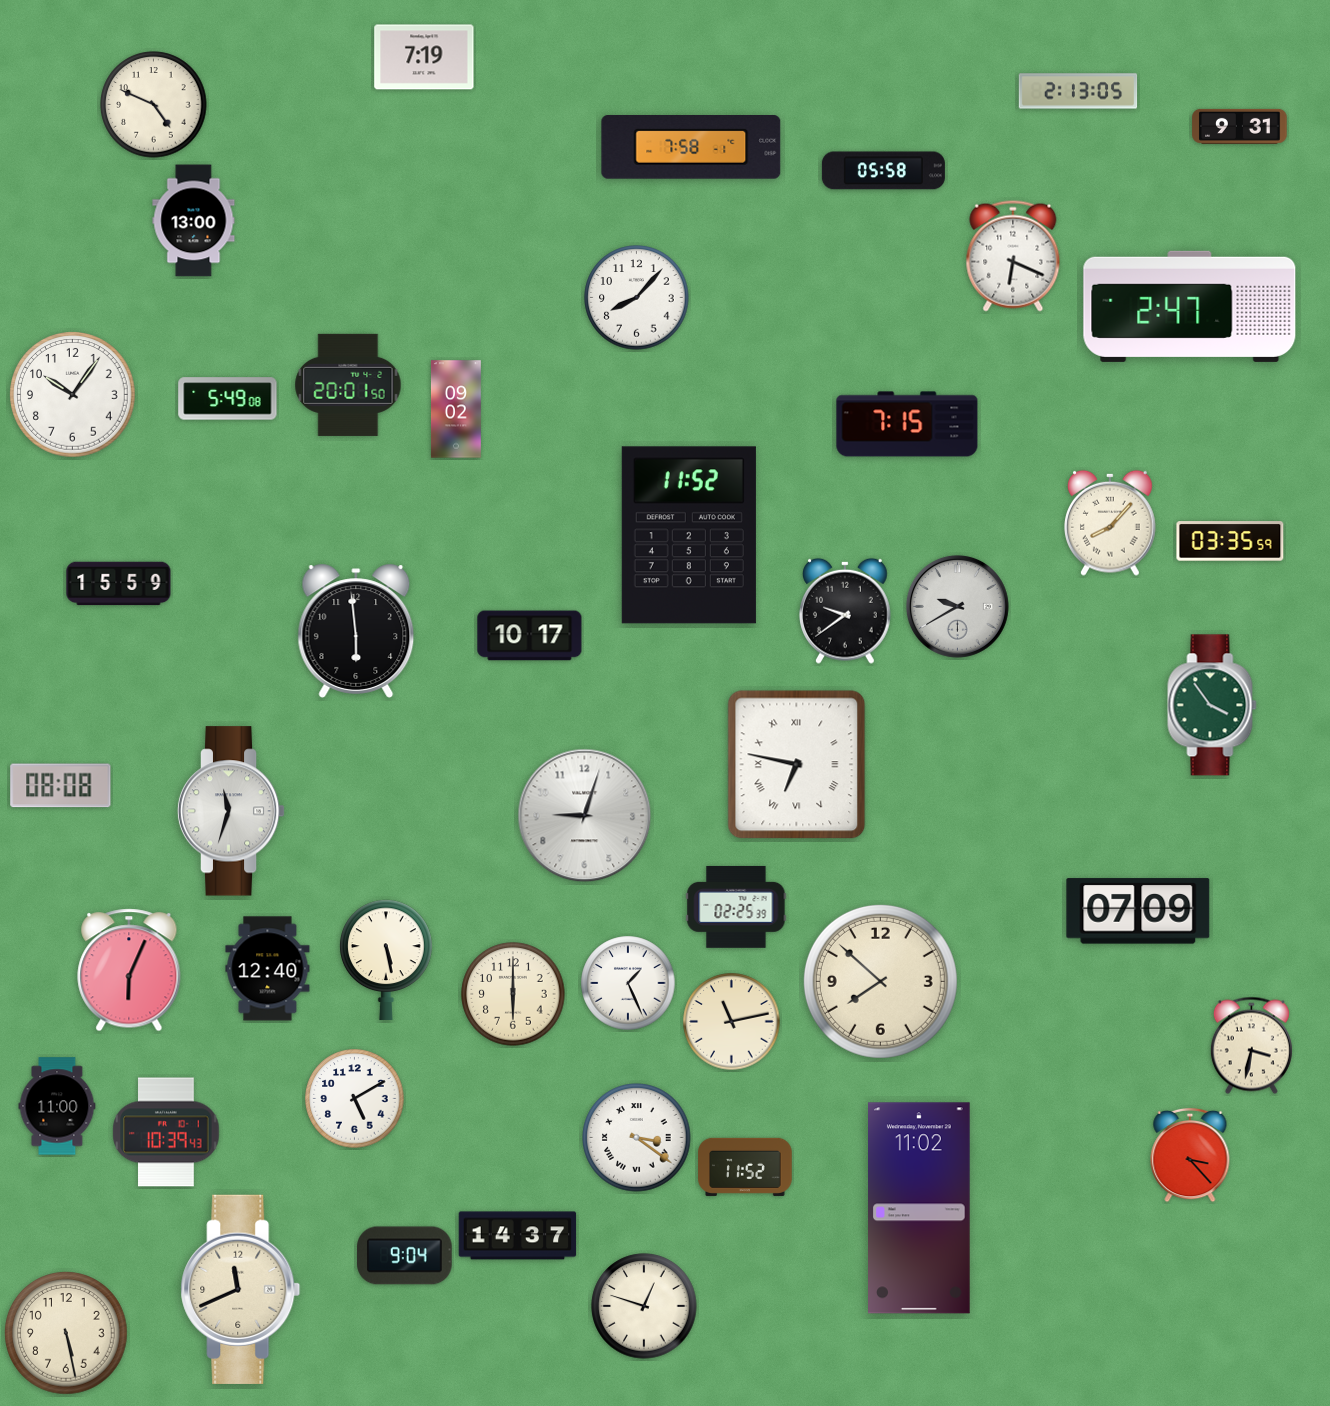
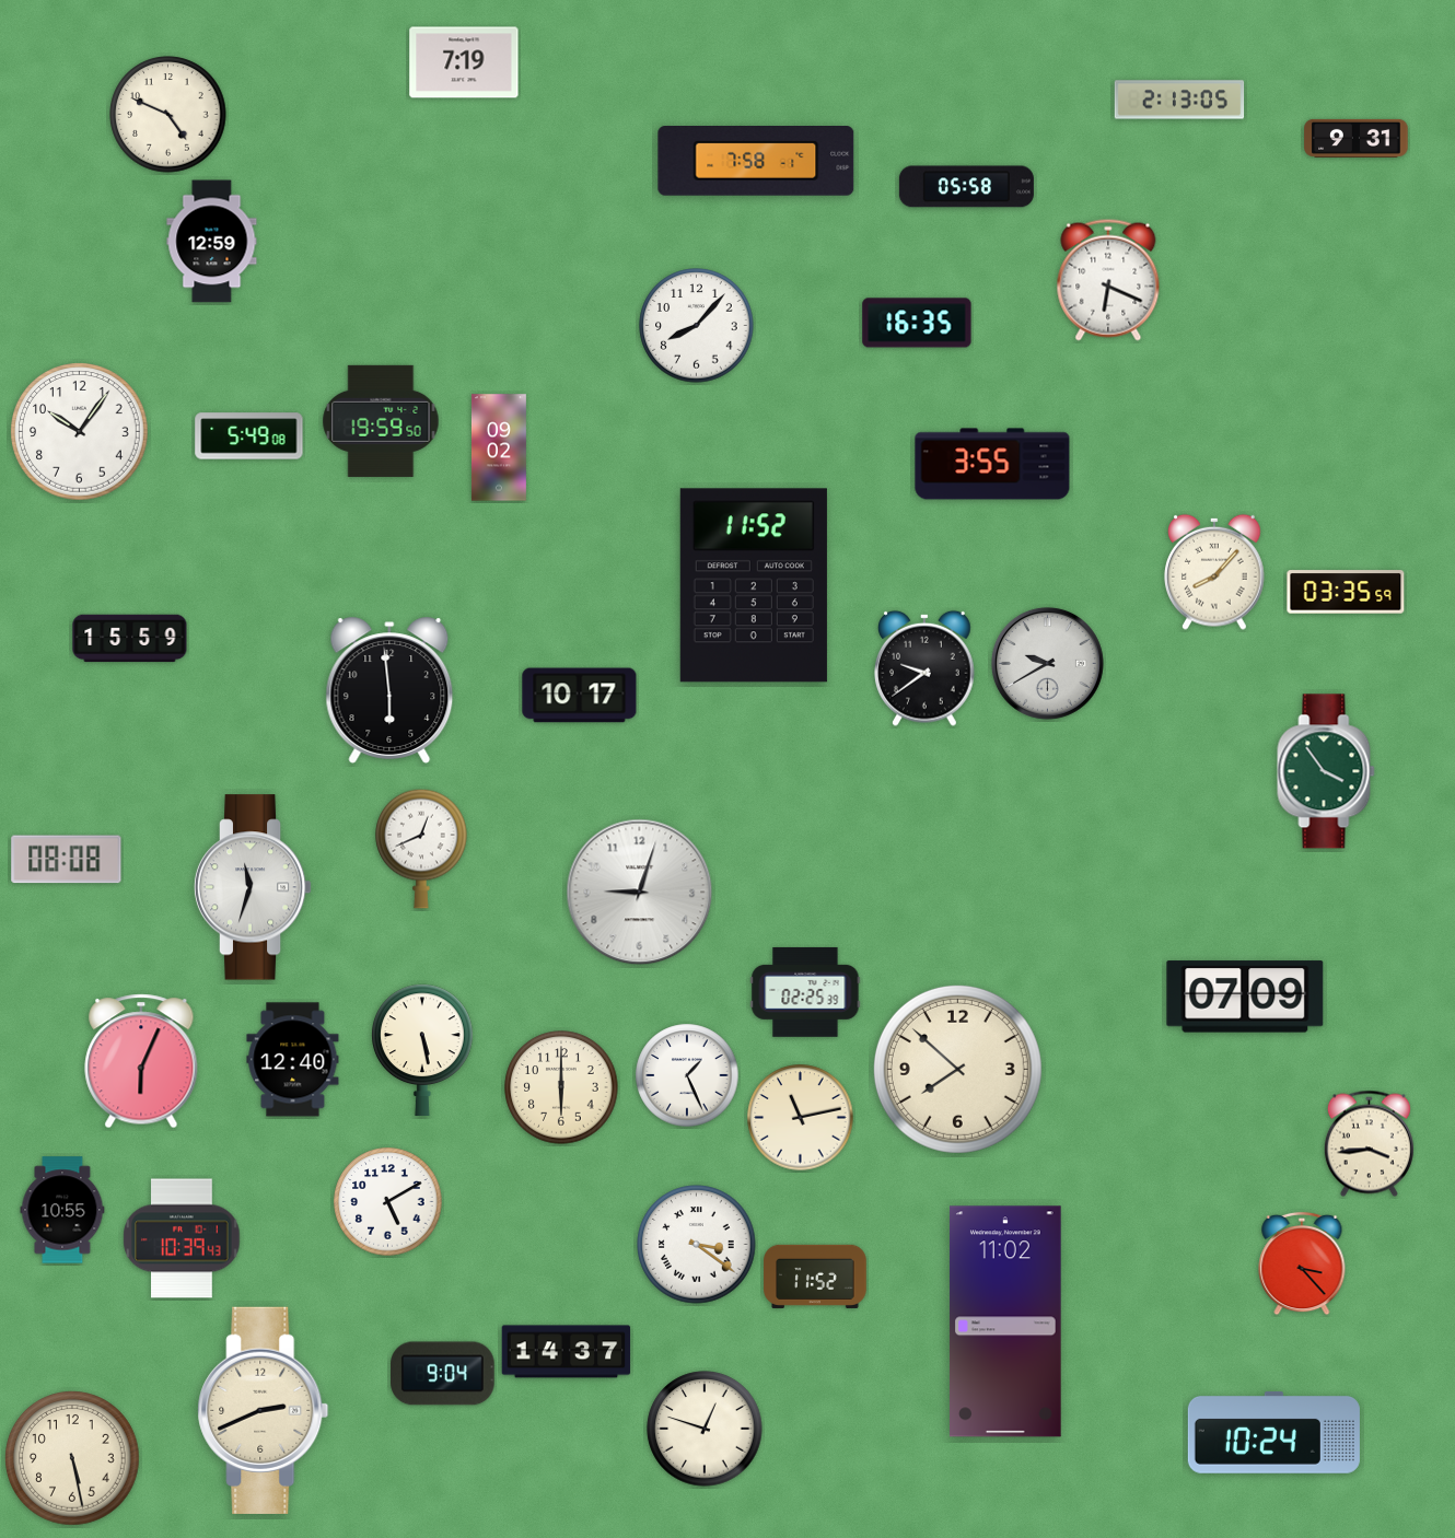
clock at (194, 221): 13:00 -> 12:59
clock at (917, 323): none -> 16:35
clock at (1190, 306): 2:47 -> none
clock at (348, 385): 20:01 -> 19:59
clock at (907, 424): 7:15 -> 3:55
clock at (797, 765): 6:47 -> none
clock at (421, 849): none -> 12:41
clock at (880, 981) position: (880, 981) -> (957, 1069)
clock at (1251, 1046): 3:32 -> 3:44
clock at (57, 1106): 11:00 -> 10:55
clock at (241, 1289): 11:41 -> 2:41
clock at (1273, 1432): none -> 10:24
